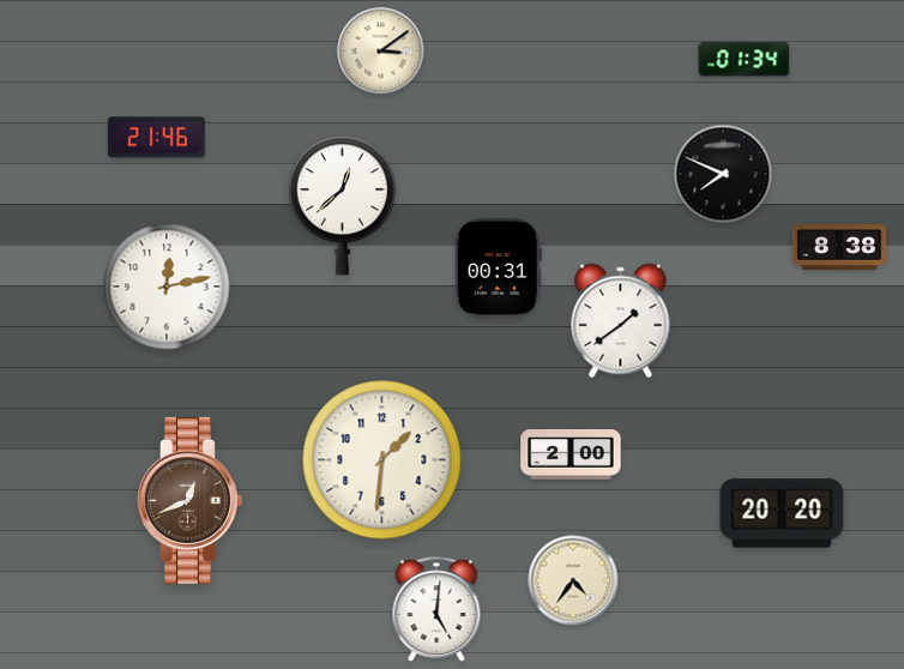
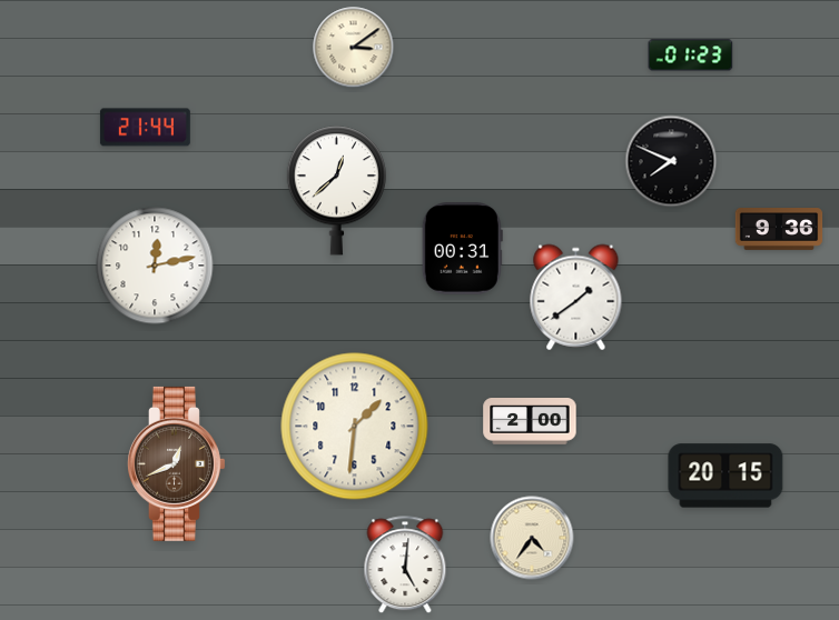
clock at (745, 60): 01:34 -> 01:23
clock at (156, 138): 21:46 -> 21:44
clock at (342, 206) position: (342, 206) -> (336, 191)
clock at (839, 248): 8:38 -> 9:36
clock at (782, 513): 20:20 -> 20:15
